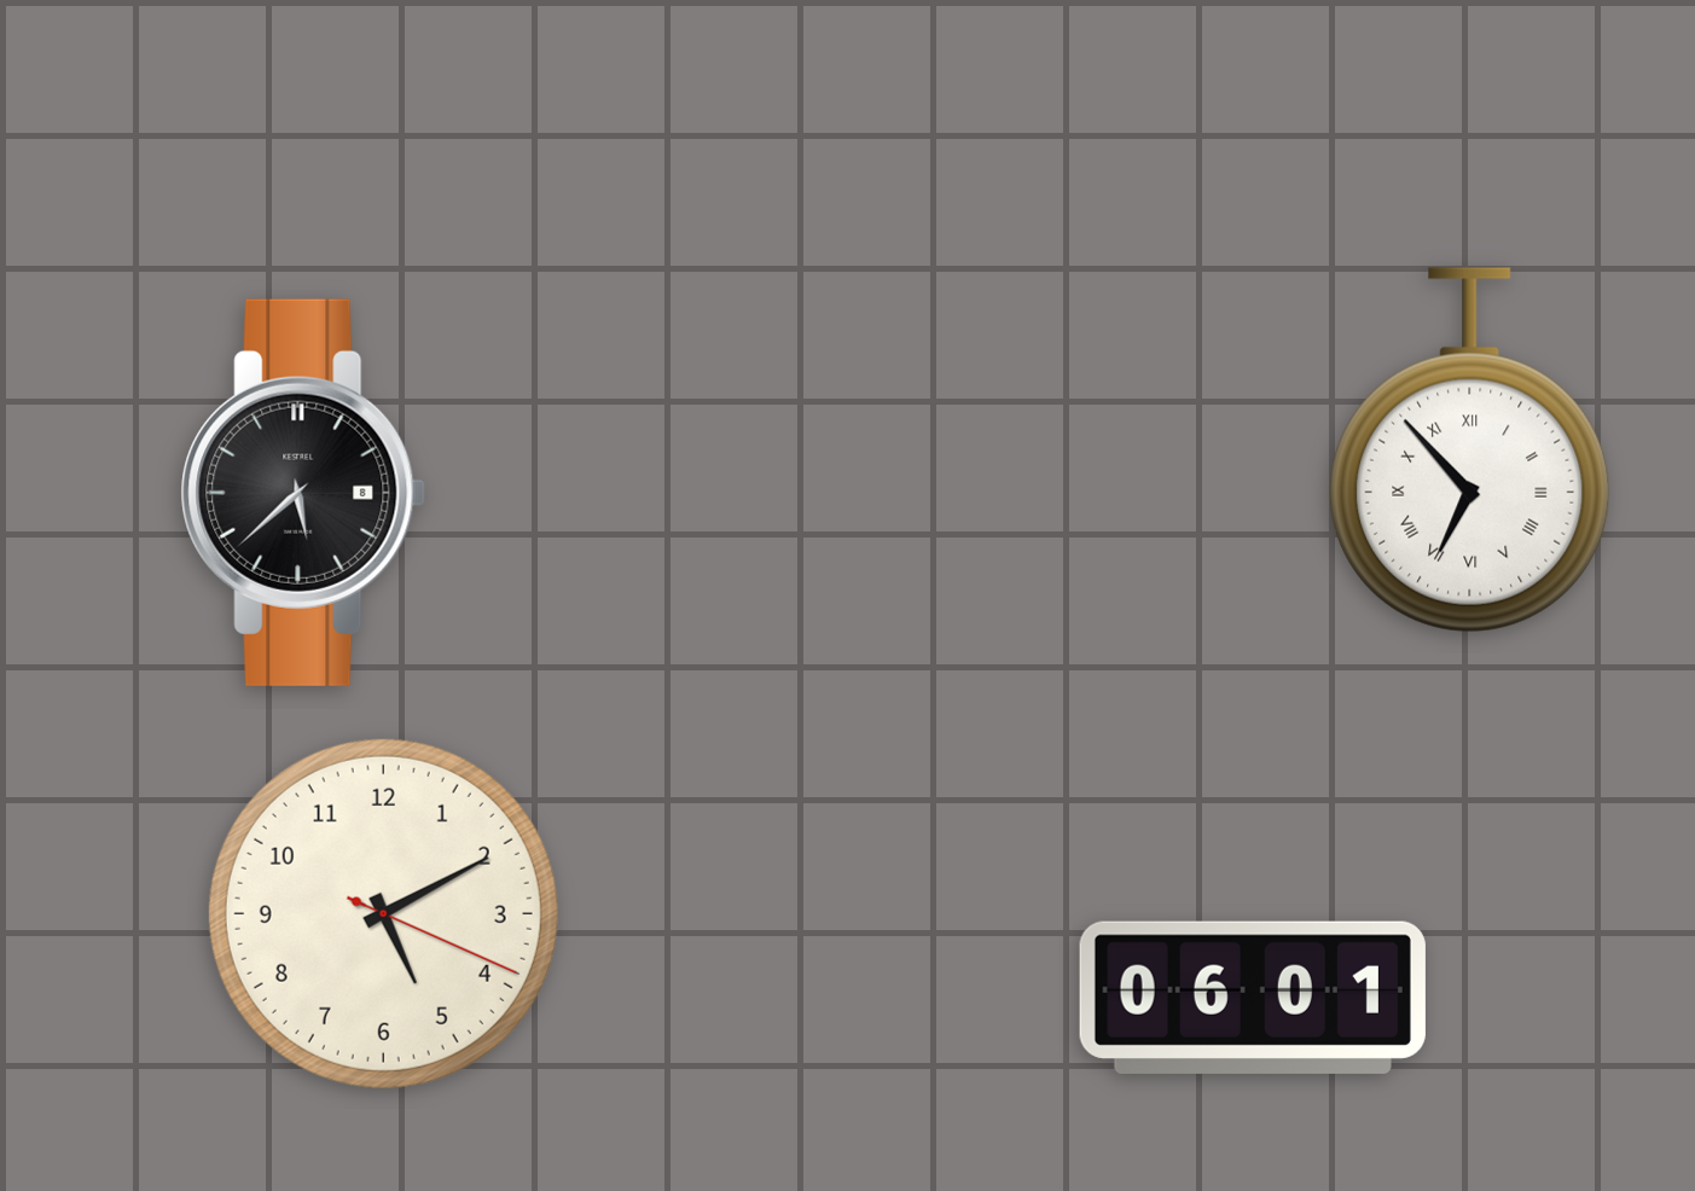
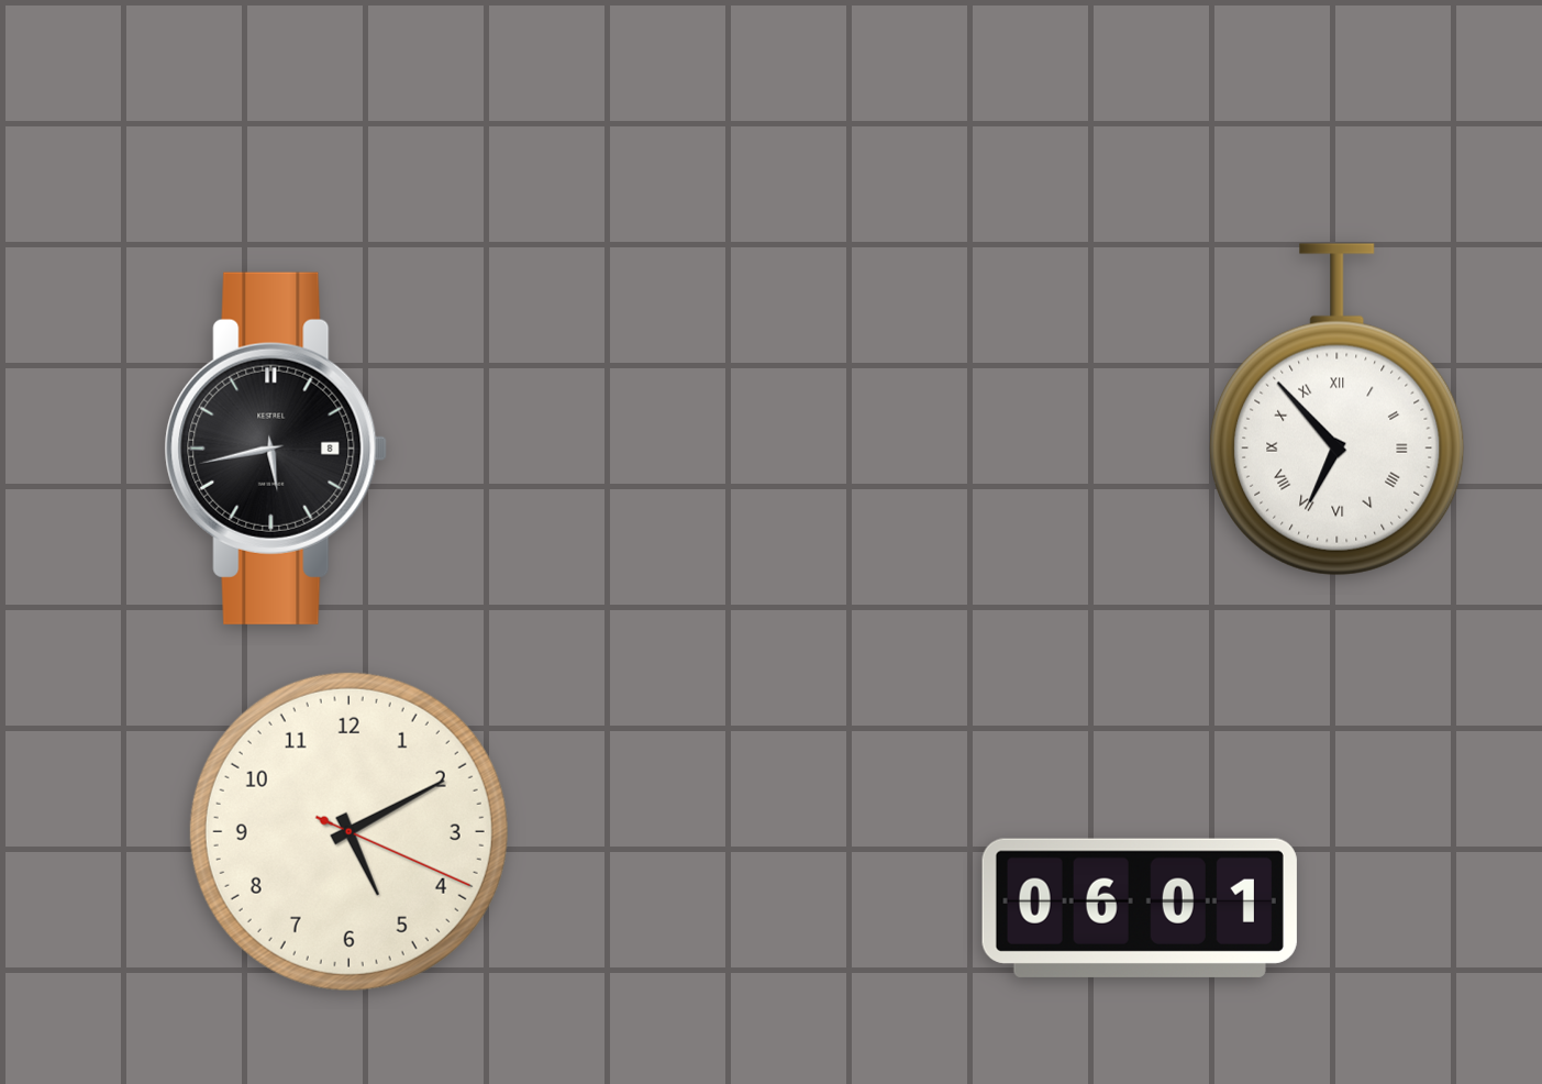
clock at (303, 493): 5:38 -> 5:43
